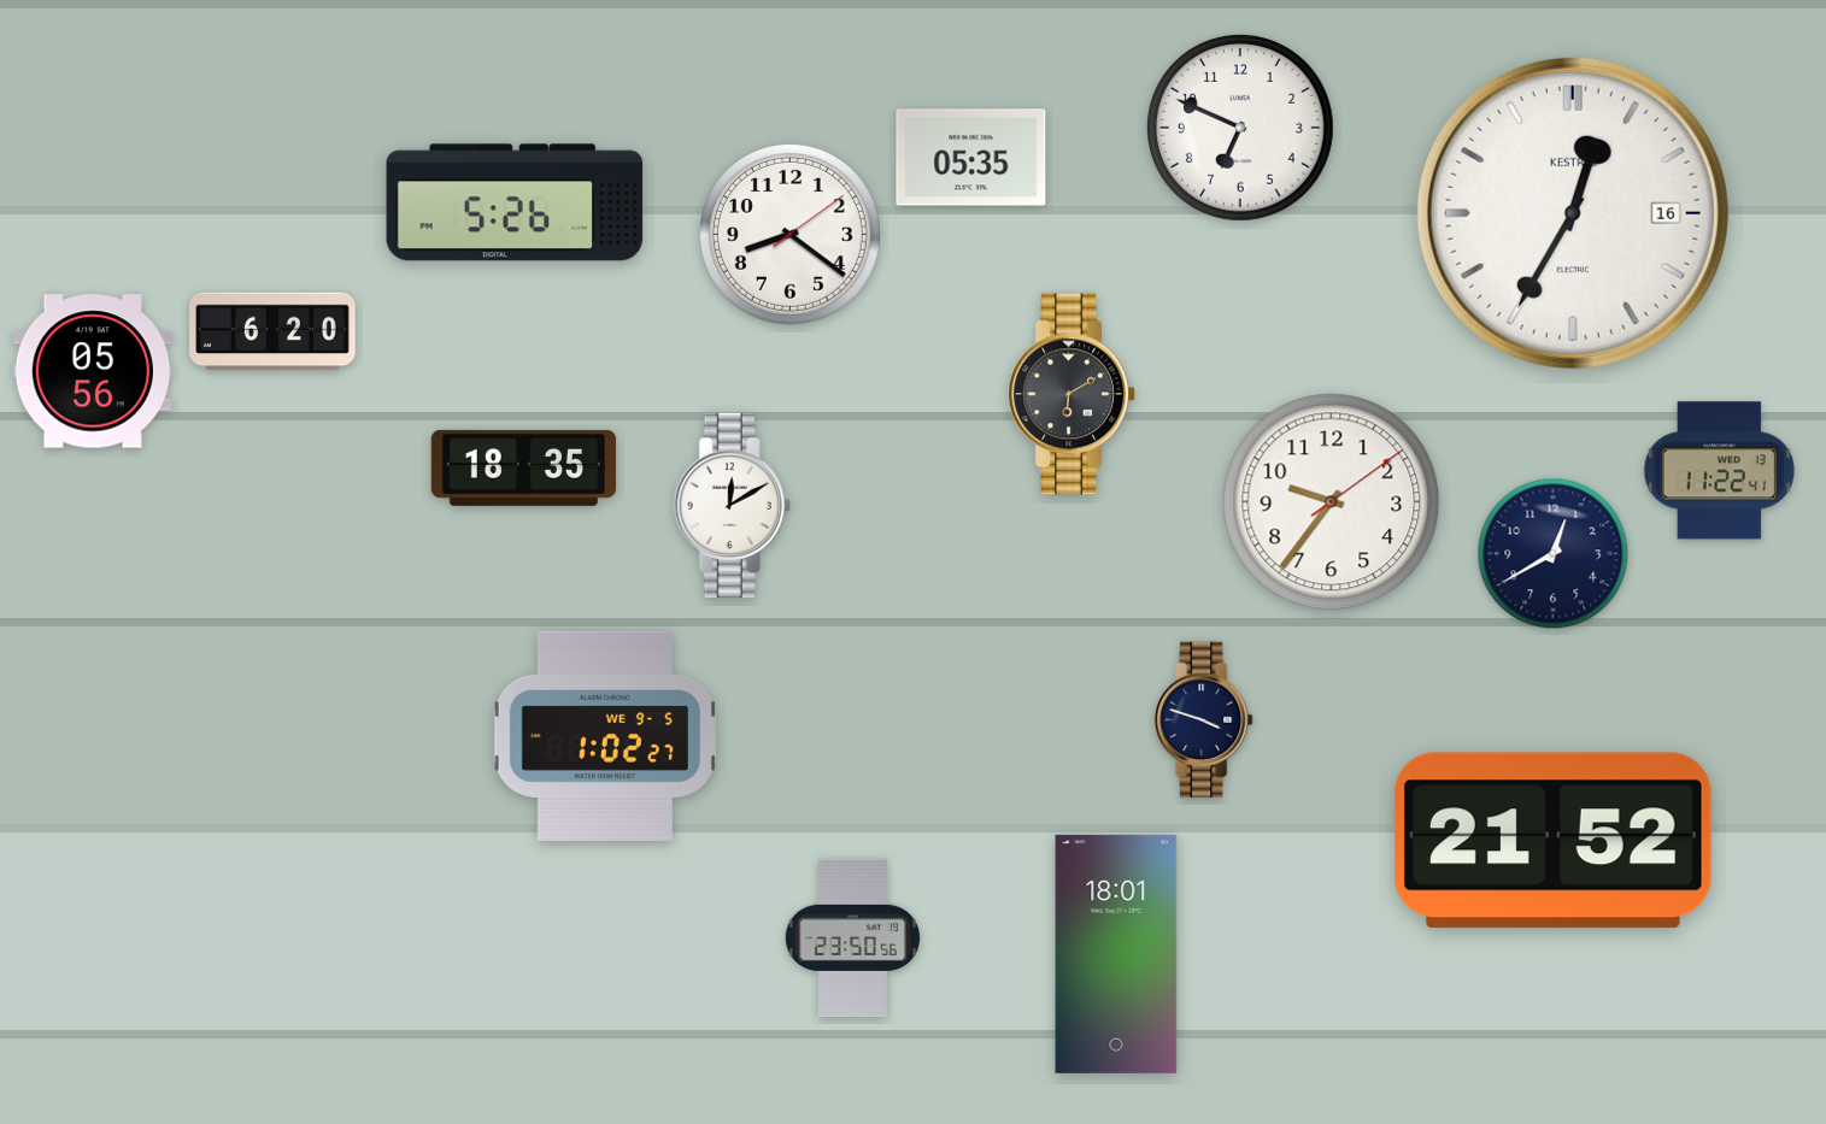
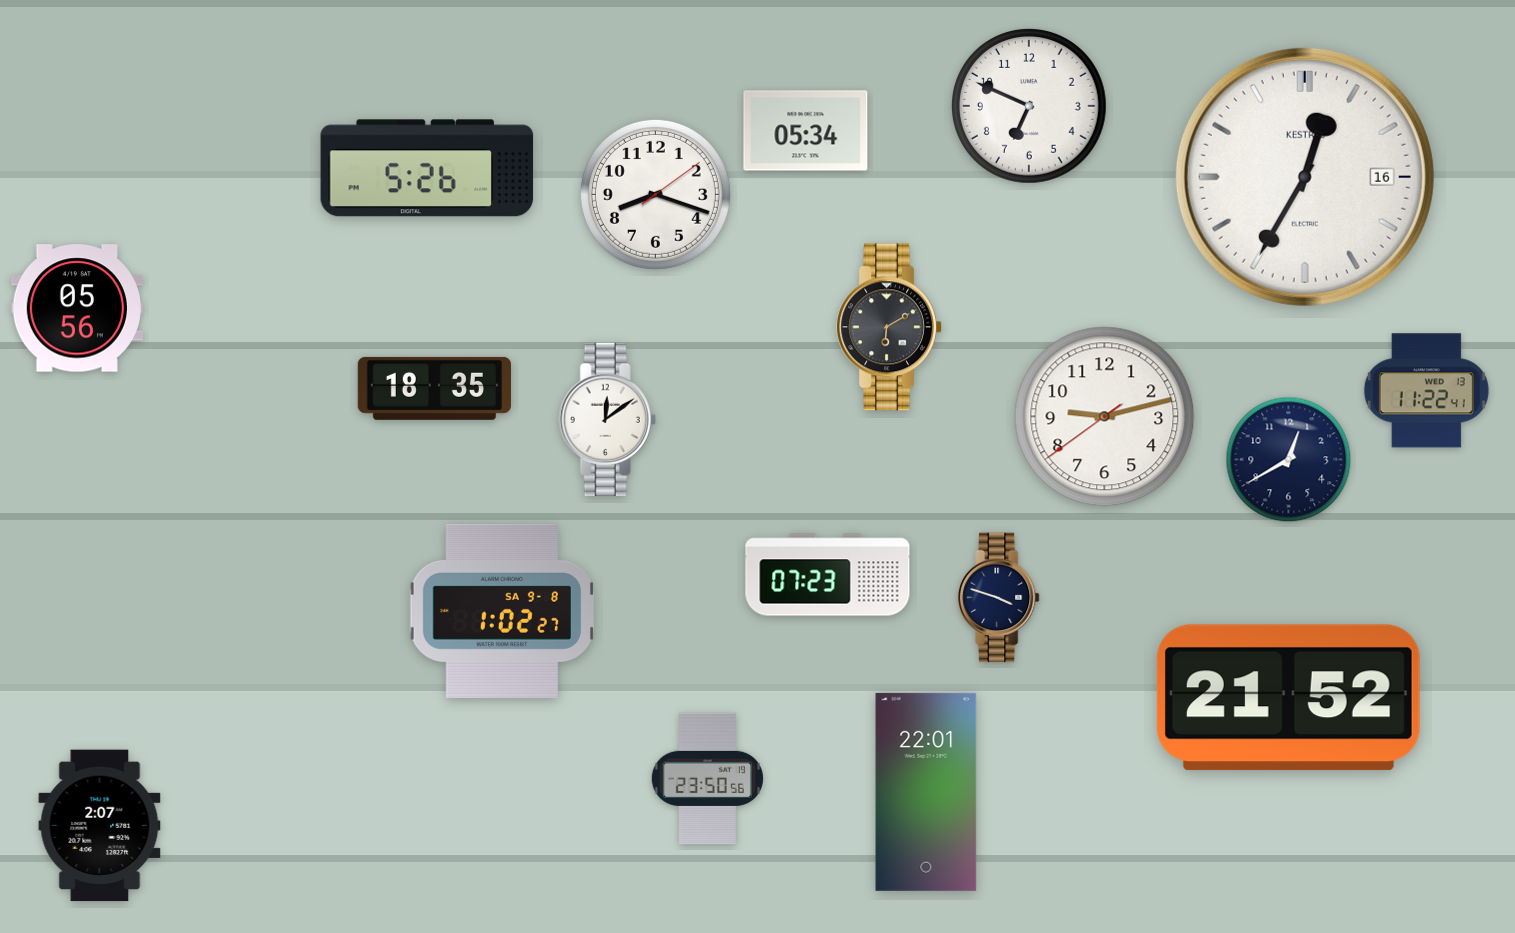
clock at (971, 158): 05:35 -> 05:34
clock at (789, 234): 8:21 -> 8:18
clock at (272, 331): 6:20 -> none
clock at (1332, 502): 9:36 -> 9:12
clock at (732, 505): 12:10 -> 12:09
clock at (828, 575): none -> 07:23
clock at (605, 736) date: WE 9-5 -> SA 9-8
clock at (1116, 954): 18:01 -> 22:01
clock at (100, 826): none -> 2:07
